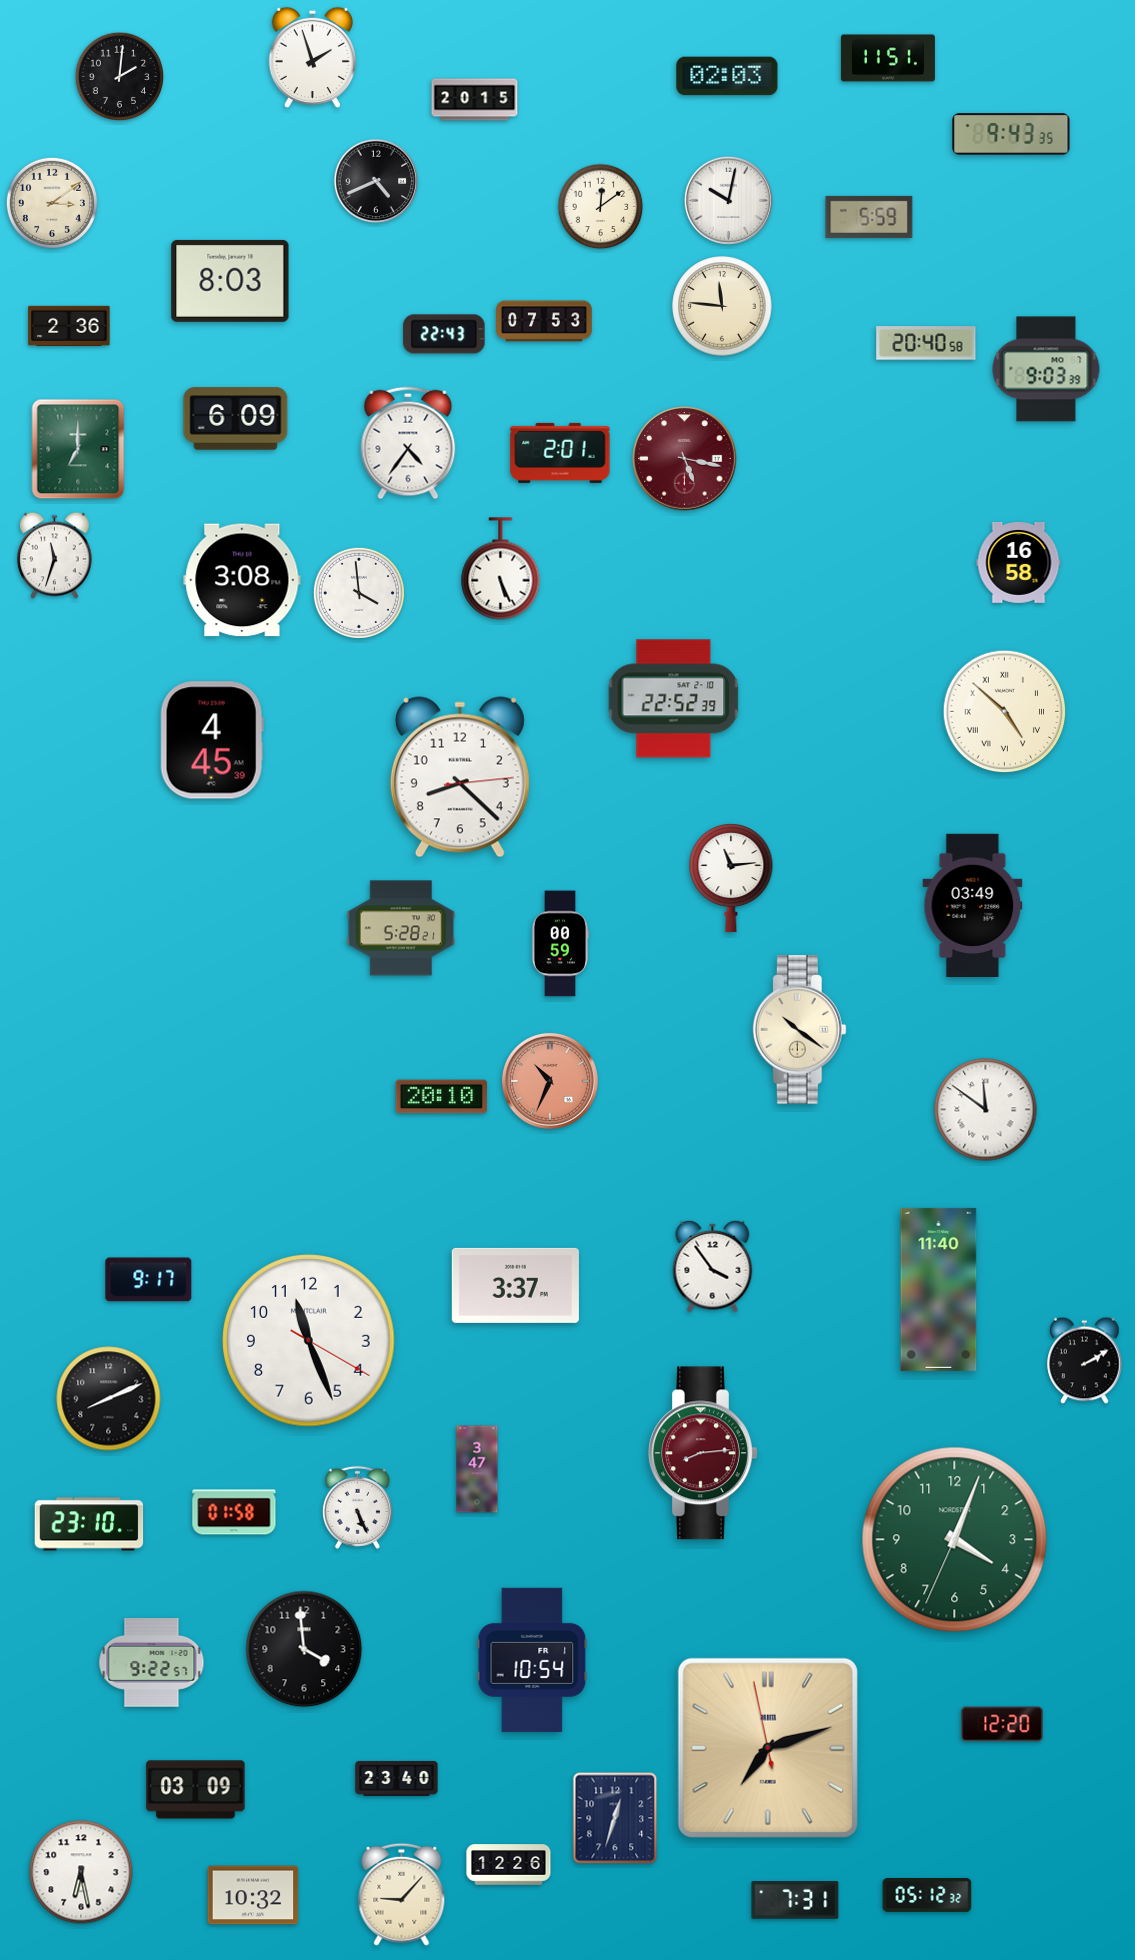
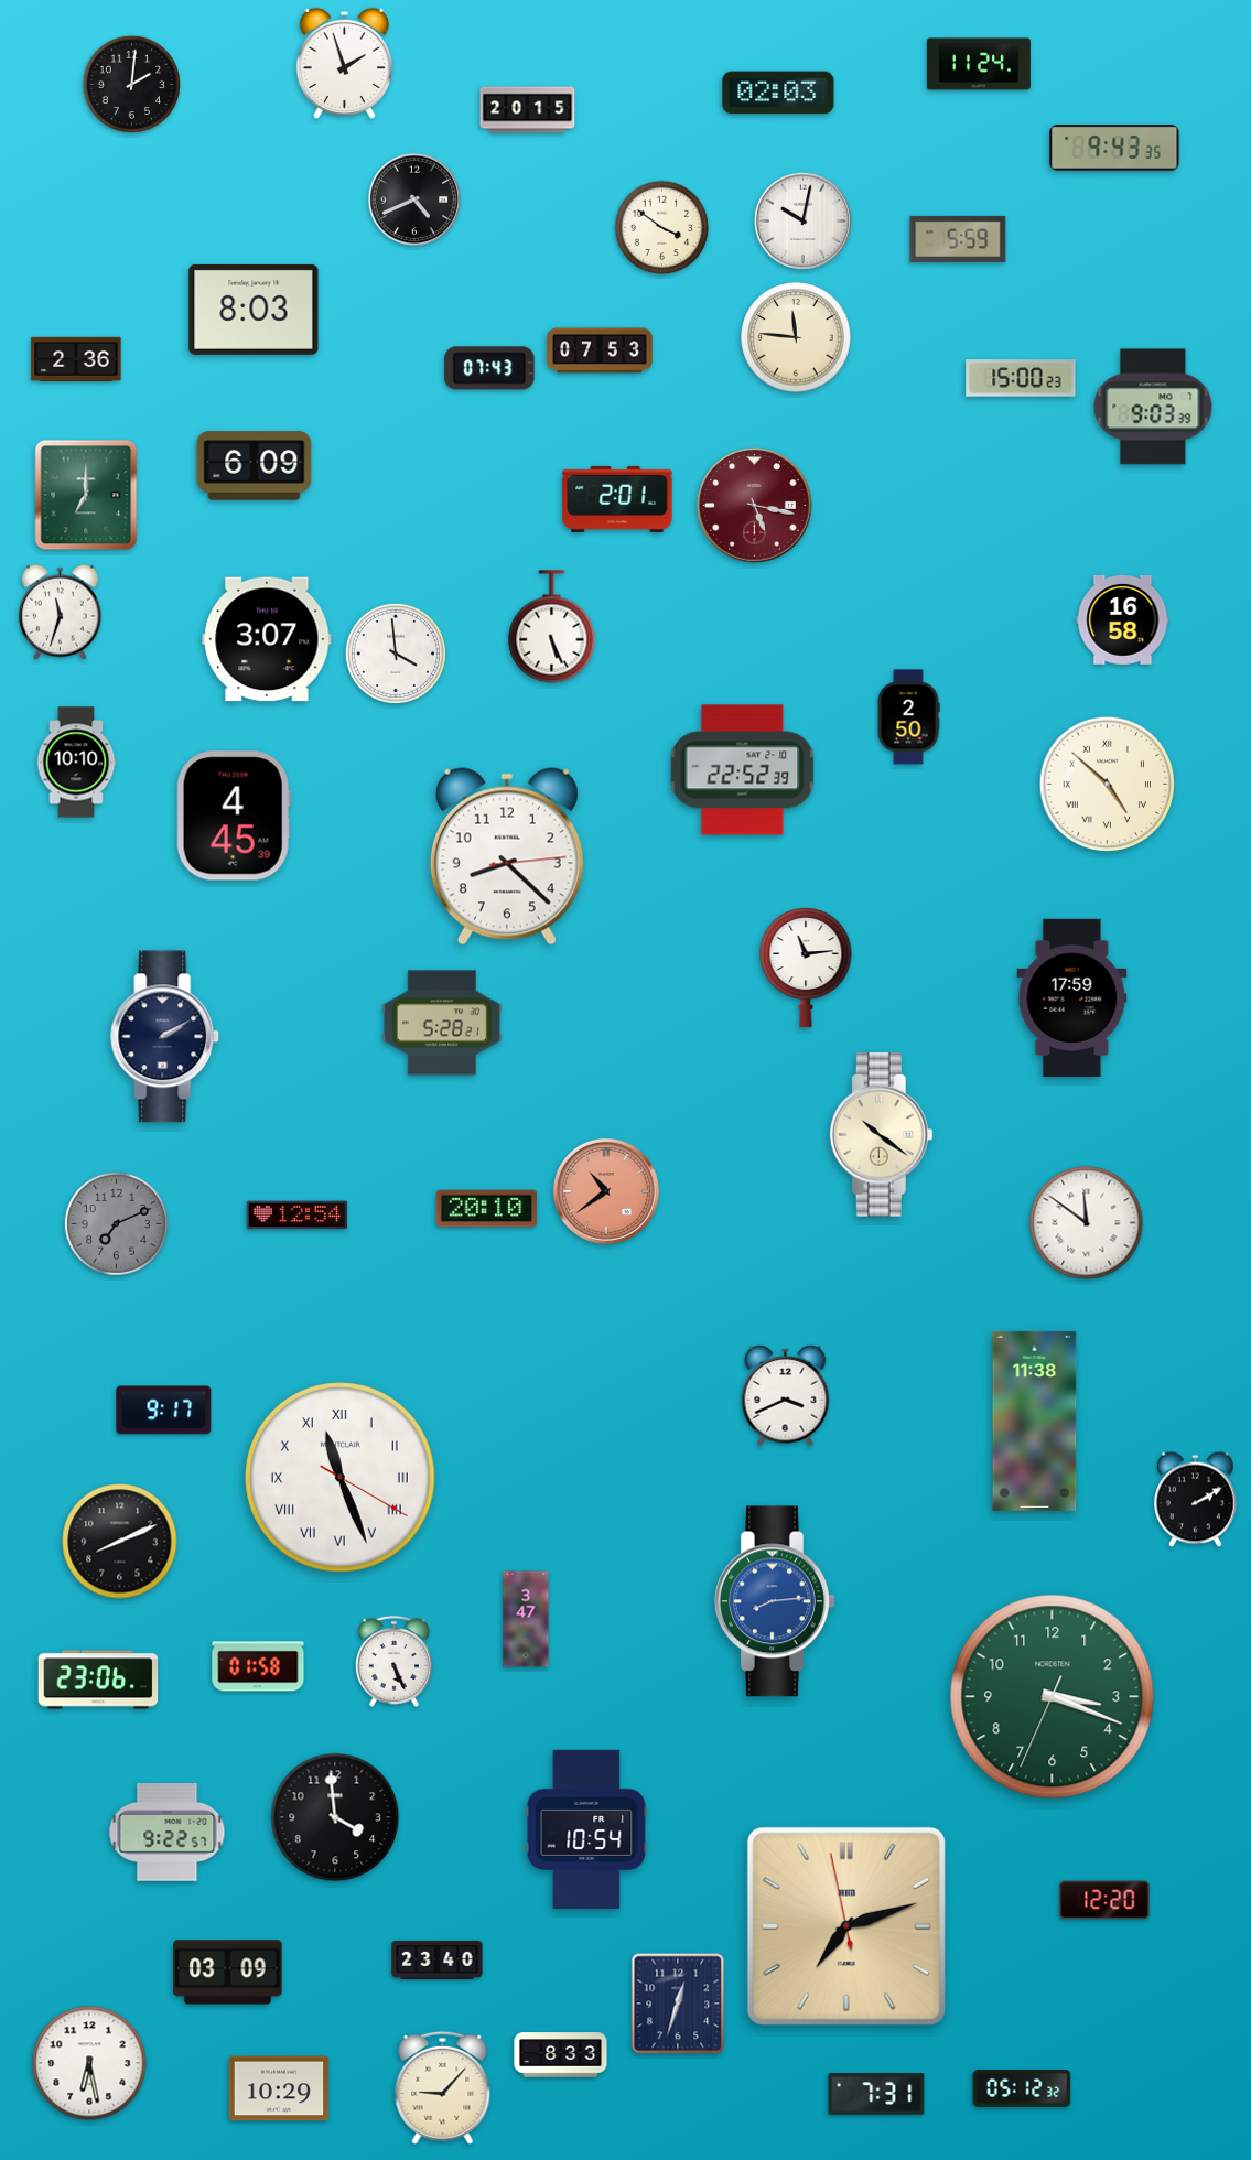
clock at (888, 58): 11:51 -> 11:24
clock at (727, 76) position: (727, 76) -> (778, 93)
clock at (475, 100) position: (475, 100) -> (528, 110)
clock at (52, 203): 3:09 -> none
clock at (601, 207): 12:09 -> 3:51
clock at (544, 321) position: (544, 321) -> (600, 350)
clock at (444, 334): 22:43 -> 07:43
clock at (926, 343): 20:40 -> 15:00
clock at (236, 419) position: (236, 419) -> (255, 466)
clock at (408, 443): 4:36 -> none
clock at (242, 580): 3:08 -> 3:07
clock at (908, 717): none -> 2:50
clock at (76, 763): none -> 10:10
clock at (973, 905): 03:49 -> 17:59
clock at (165, 1037): none -> 2:10
clock at (559, 944): 00:59 -> none
clock at (550, 1081): 10:34 -> 10:39
clock at (298, 1216): none -> 12:54
clock at (116, 1223): none -> 7:11
clock at (713, 1266): 3:54 -> 3:41
clock at (515, 1285): 3:37 -> none
clock at (939, 1289): 11:40 -> 11:38
clock at (309, 1341) numerals: Arabic -> Roman
clock at (703, 1453) dial: burgundy -> blue
clock at (89, 1524): 23:10 -> 23:06
clock at (955, 1540): 4:03 -> 3:18
clock at (196, 1790) position: (196, 1790) -> (228, 1973)
clock at (509, 1865): 12:26 -> 8:33
clock at (253, 1895): 10:32 -> 10:29
